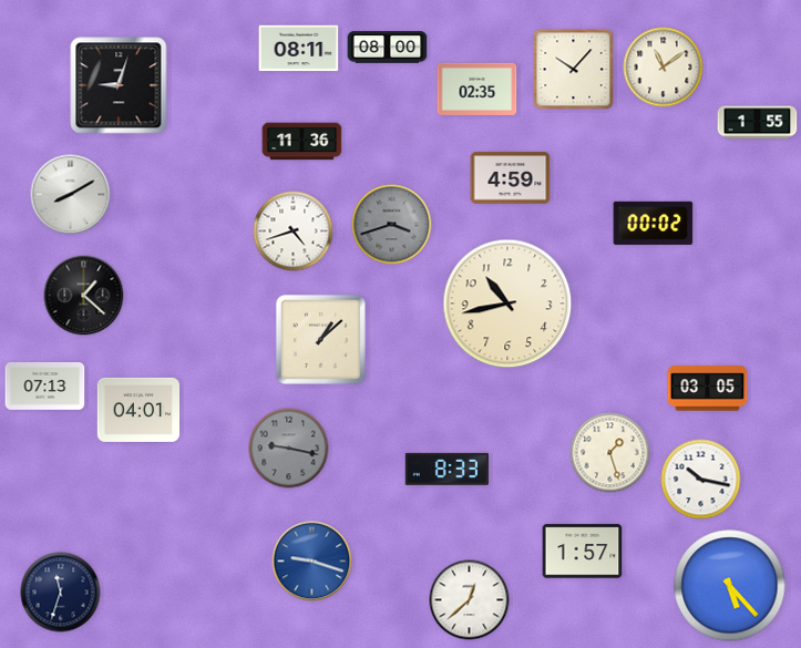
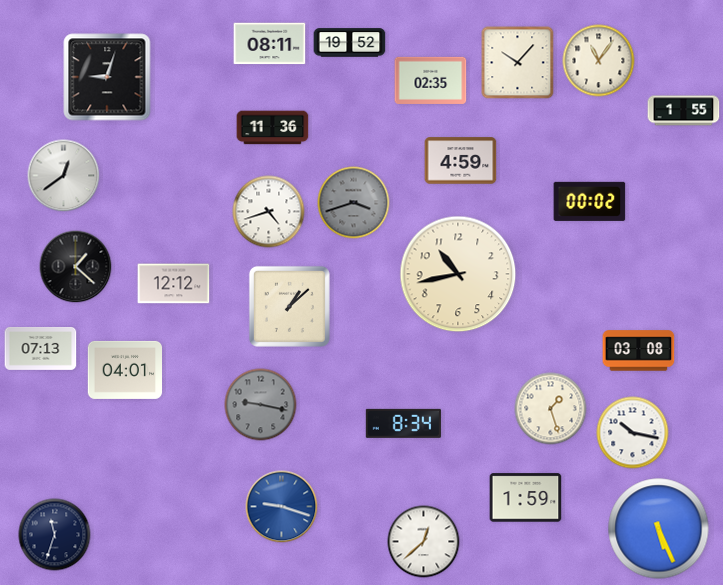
clock at (388, 48): 08:00 -> 19:52
clock at (664, 68): 11:09 -> 11:06
clock at (71, 195): 8:10 -> 12:39
clock at (294, 232) position: (294, 232) -> (269, 212)
clock at (174, 284): none -> 12:12
clock at (708, 389): 03:05 -> 03:08
clock at (446, 469): 8:33 -> 8:34
clock at (583, 552): 1:57 -> 1:59
clock at (730, 586): 5:23 -> 5:26
